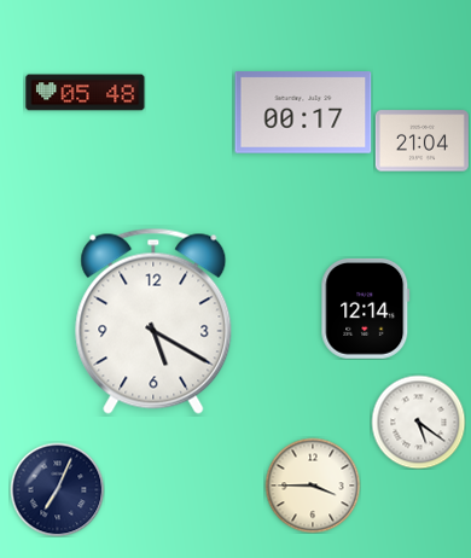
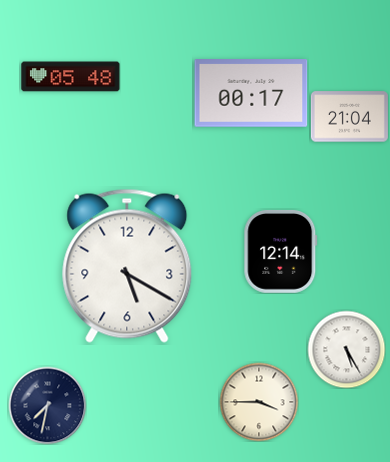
clock at (366, 308) position: (366, 308) -> (281, 251)
clock at (418, 422): 5:21 -> 5:25
clock at (57, 489): 7:04 -> 7:32
